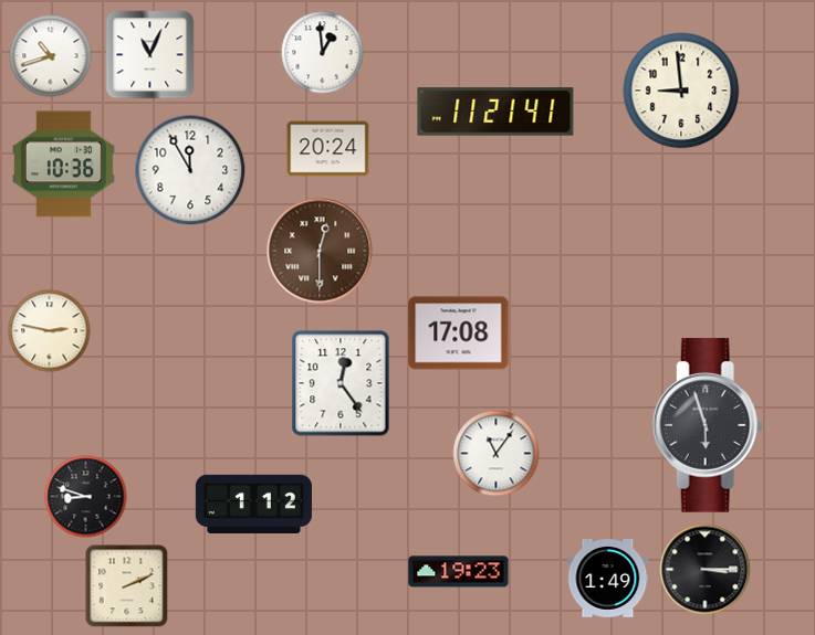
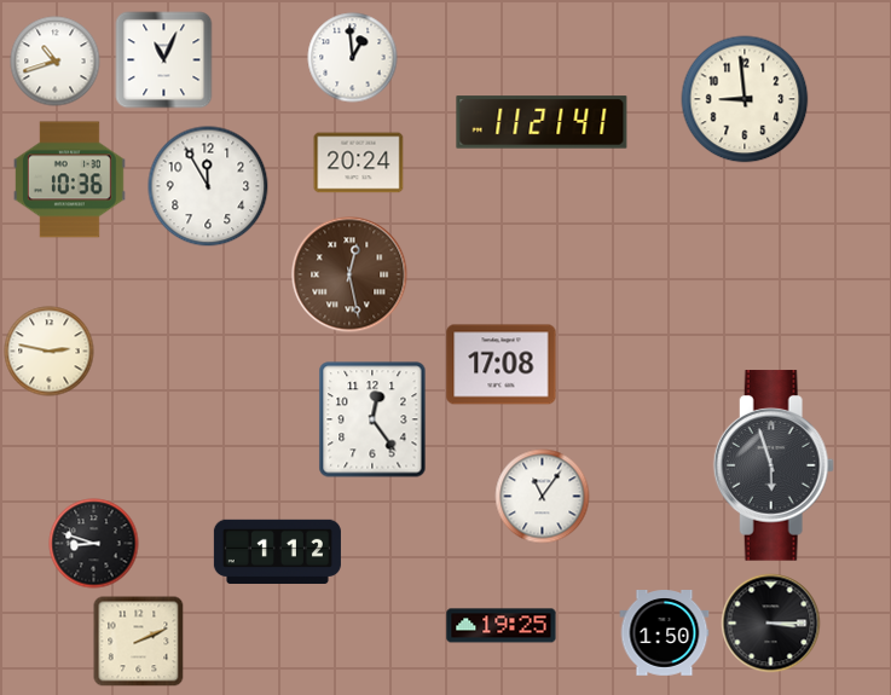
clock at (320, 251): 12:30 -> 12:28
clock at (50, 331) position: (50, 331) -> (50, 352)
clock at (459, 572): 19:23 -> 19:25
clock at (608, 579): 1:49 -> 1:50
